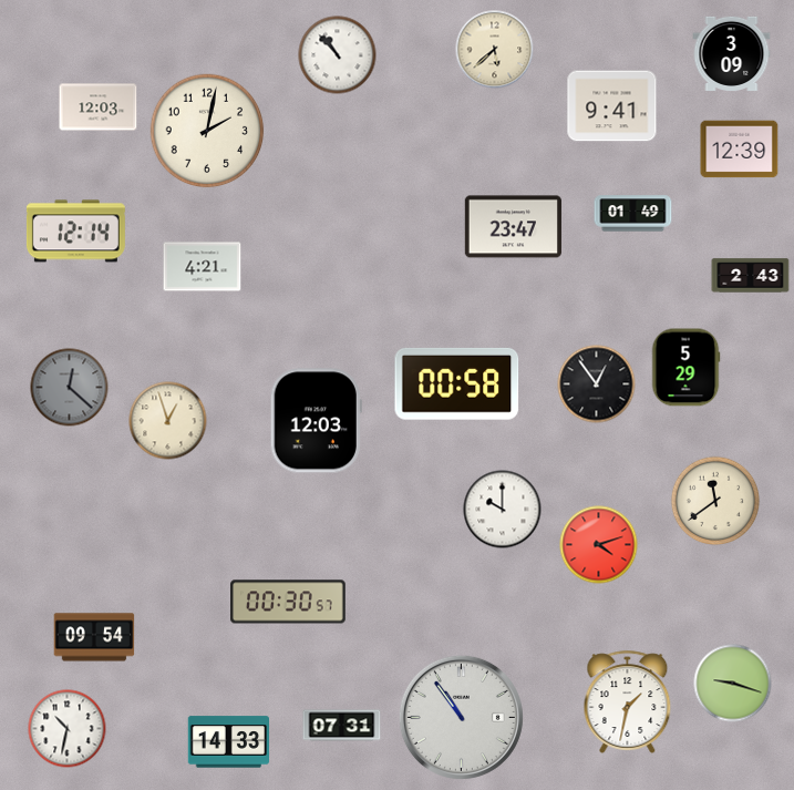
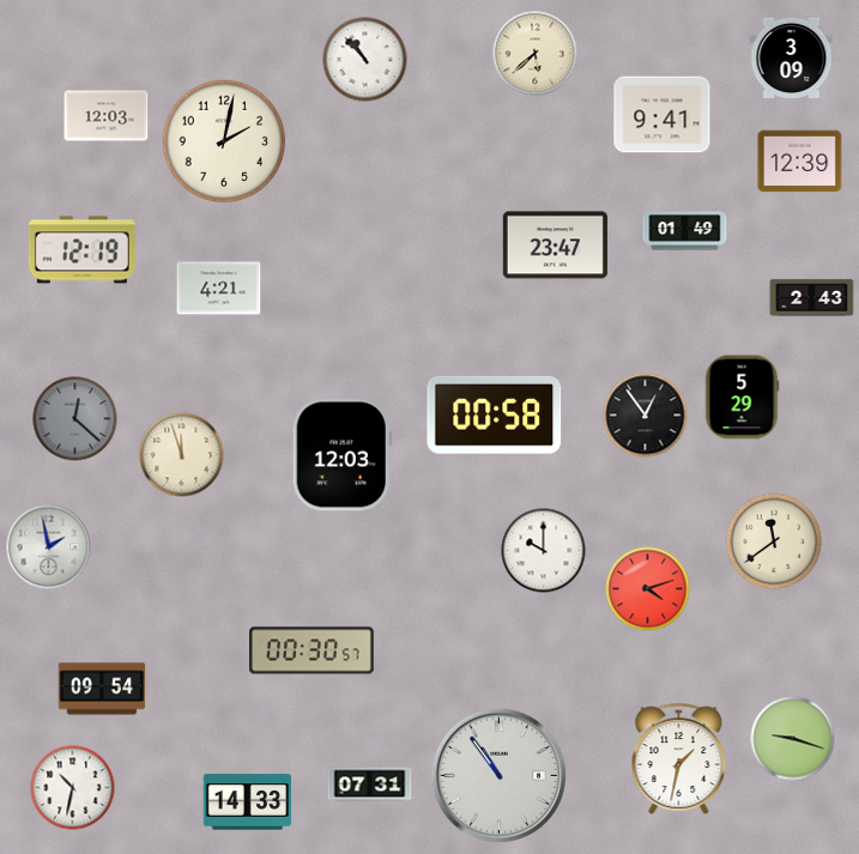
clock at (75, 232): 12:14 -> 12:19
clock at (168, 421): 12:57 -> 11:57
clock at (49, 547): none -> 1:58
